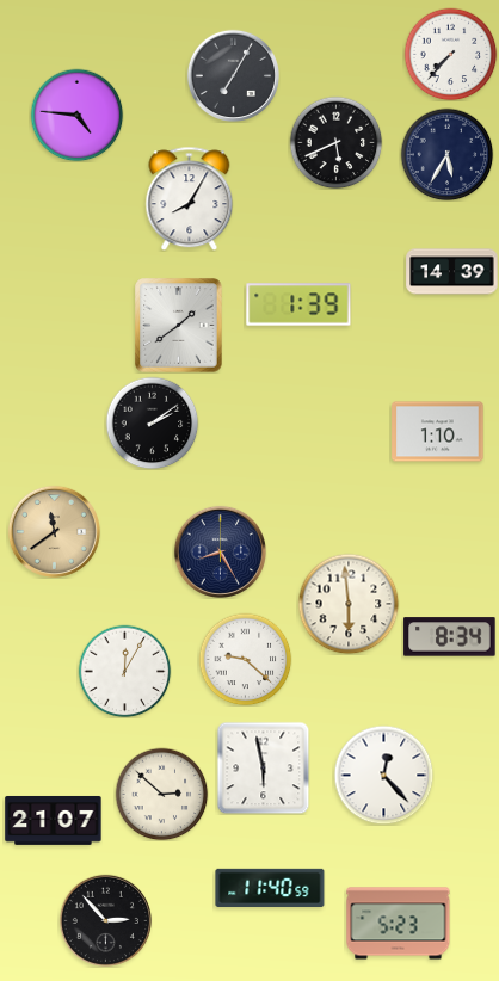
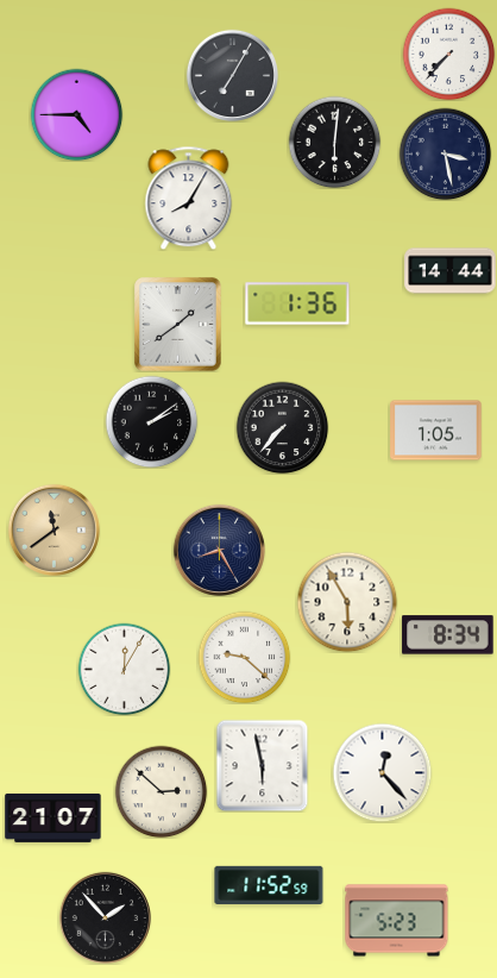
clock at (76, 115): 4:46 -> 4:45
clock at (335, 142): 5:41 -> 6:01
clock at (446, 154): 5:35 -> 3:28
clock at (452, 272): 14:39 -> 14:44
clock at (298, 304): 1:39 -> 1:36
clock at (282, 427): none -> 7:37
clock at (438, 432): 1:10 -> 1:05
clock at (349, 604): 5:59 -> 5:55
clock at (270, 887): 11:40 -> 11:52
clock at (105, 920): 2:53 -> 1:53
